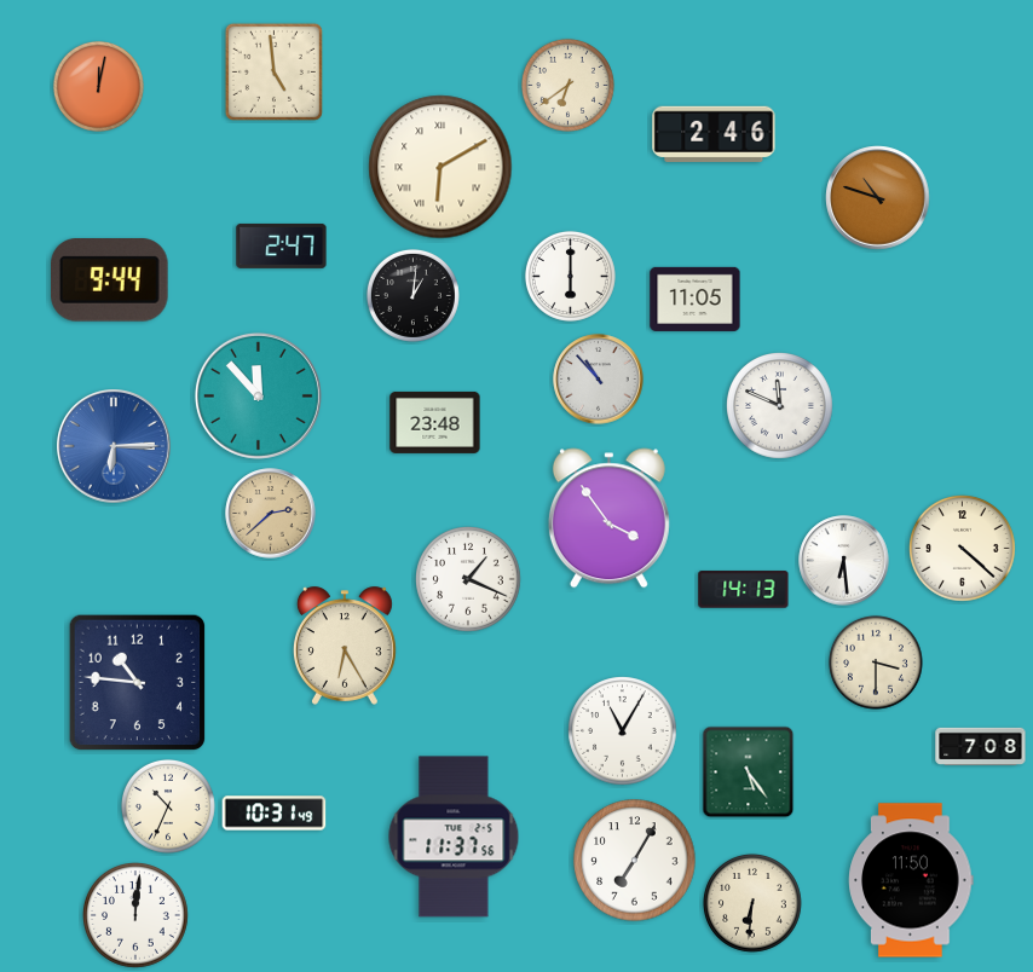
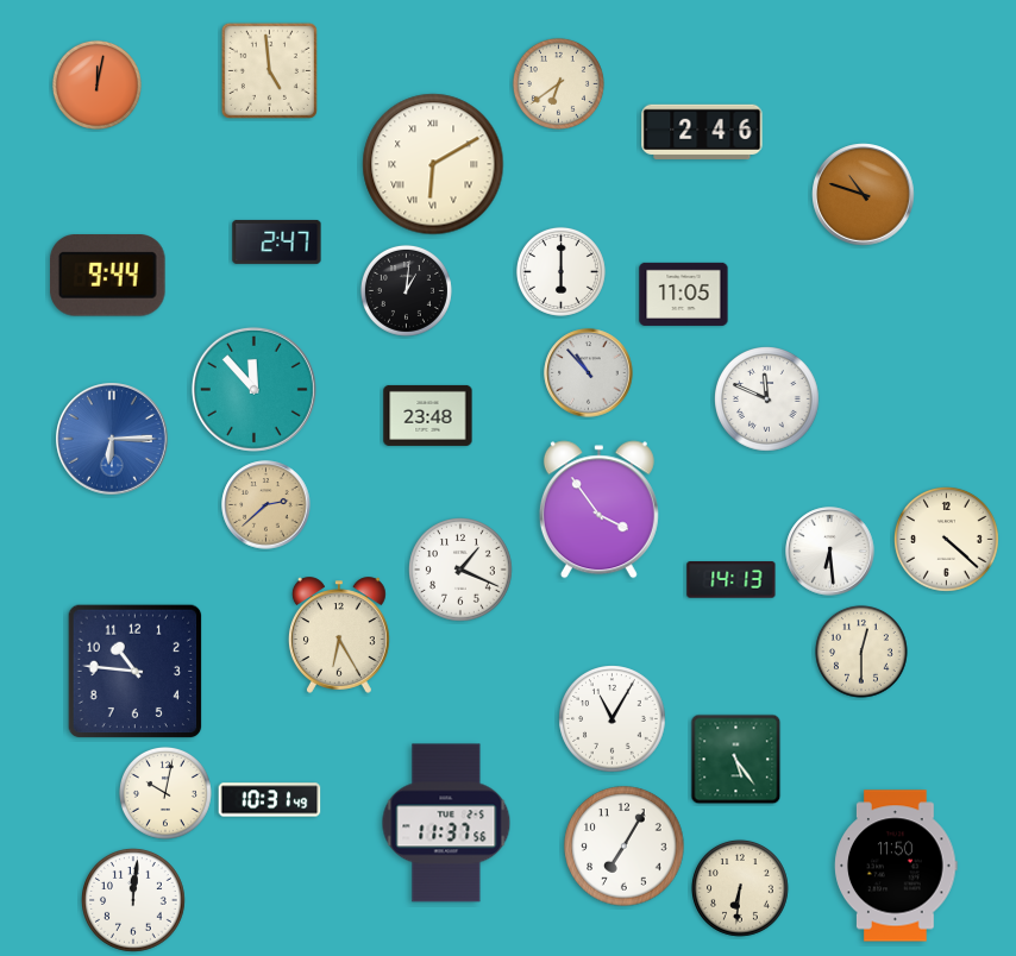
clock at (876, 663): 3:30 -> 12:30
clock at (981, 746): 7:08 -> none
clock at (168, 806): 10:34 -> 10:02
